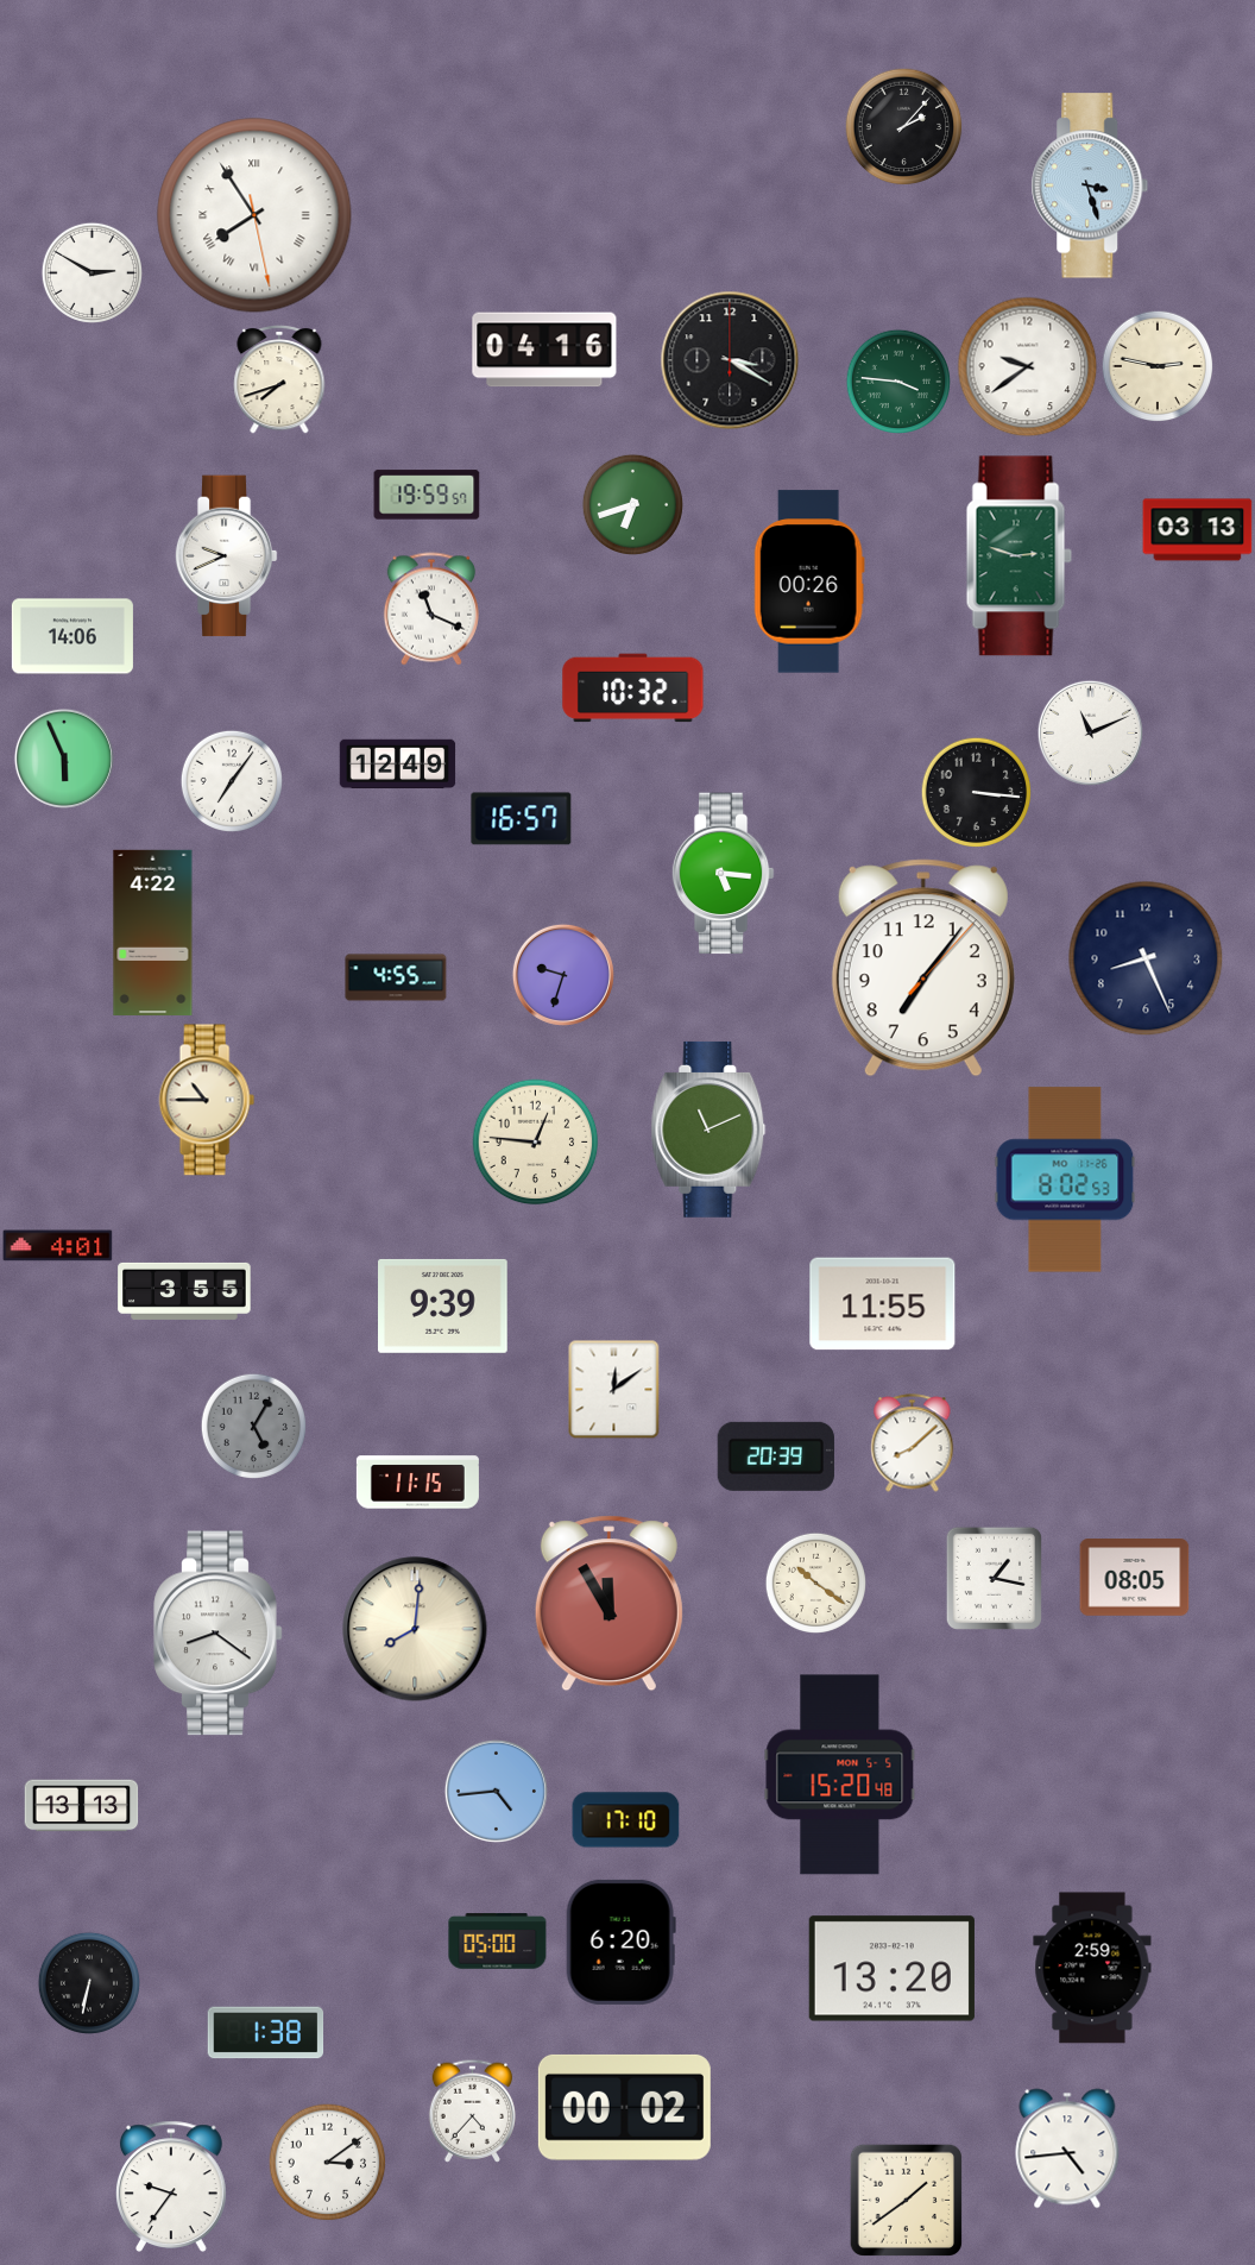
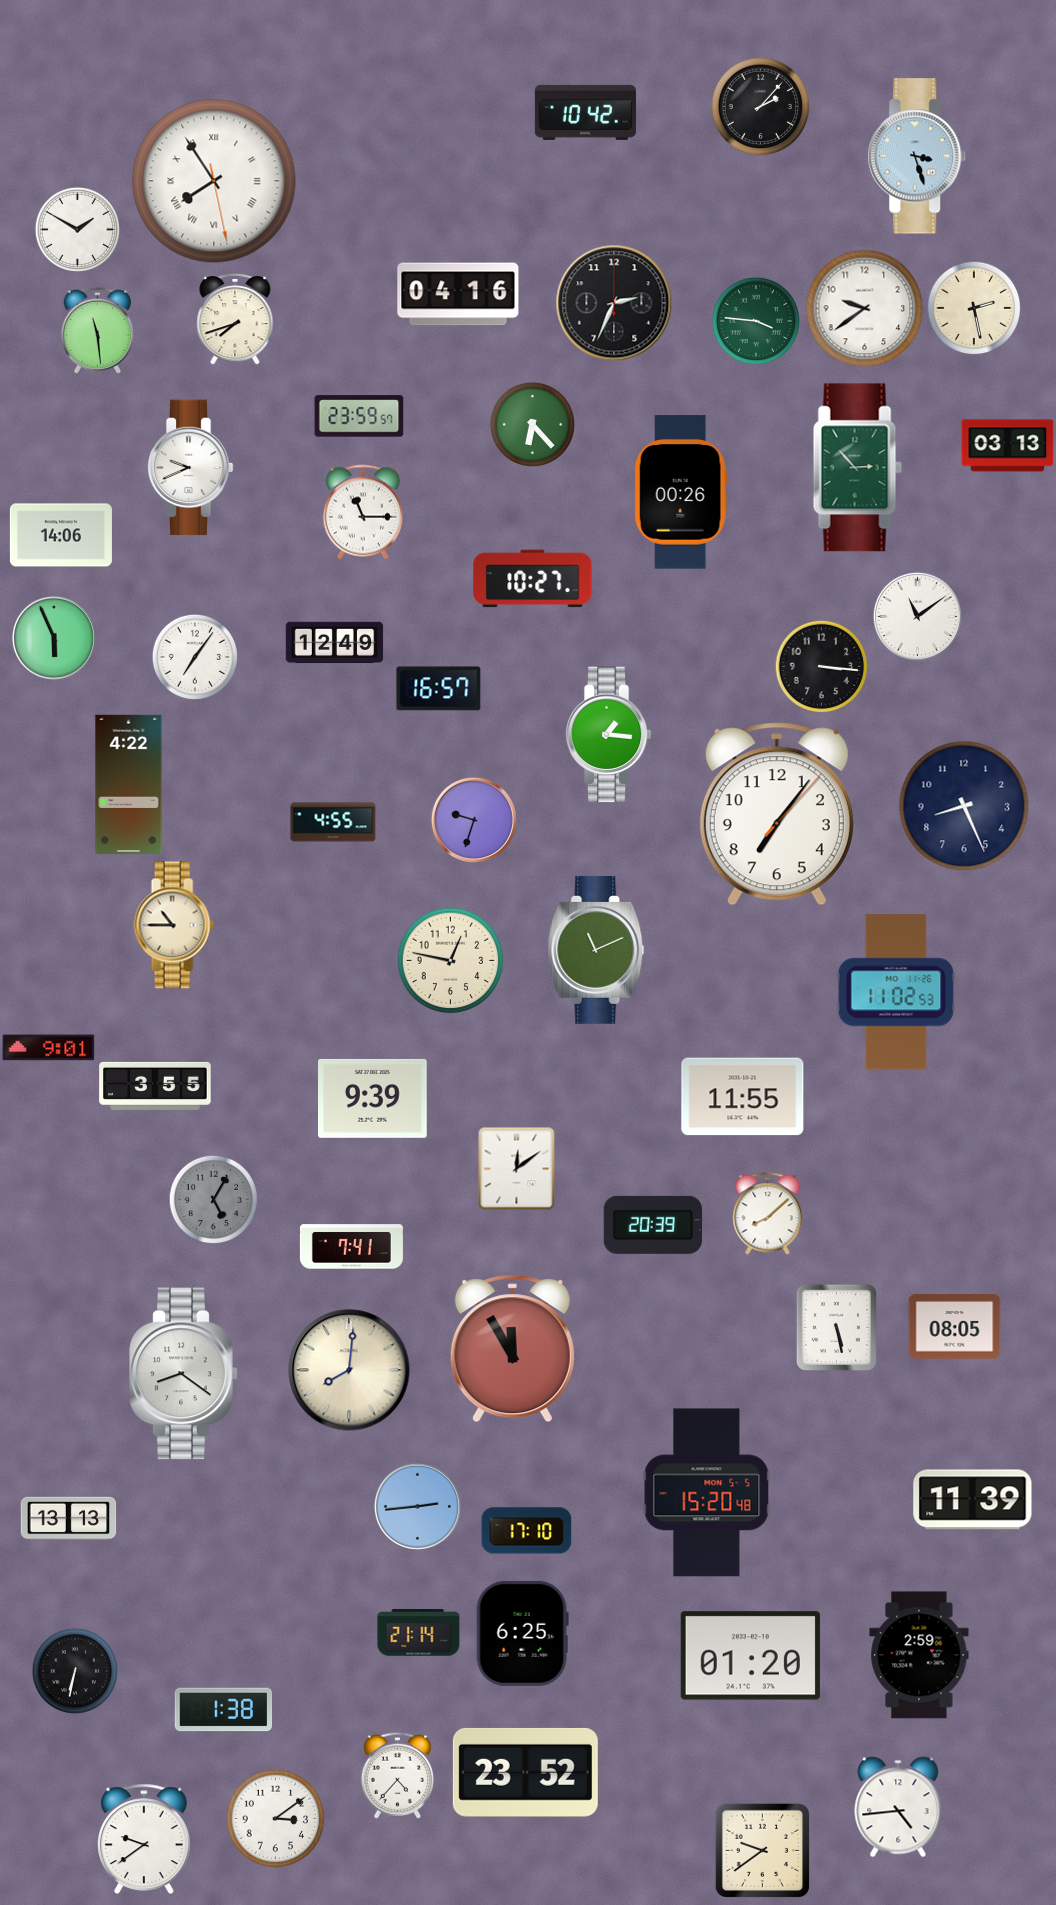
clock at (585, 112): none -> 10:42
clock at (92, 272): 2:50 -> 1:50
clock at (730, 360): 3:20 -> 2:34
clock at (1158, 366): 2:47 -> 2:28
clock at (97, 330): none -> 11:29
clock at (427, 495): 19:59 -> 23:59
clock at (632, 504): 6:42 -> 6:23
clock at (1018, 556): 2:48 -> 2:53
clock at (809, 581) position: (809, 581) -> (681, 492)
clock at (431, 609): 11:19 -> 11:15
clock at (633, 688): 10:32 -> 10:27
clock at (1090, 732): 11:11 -> 11:09
clock at (723, 874): 5:16 -> 1:16
clock at (536, 1143): 12:46 -> 12:47
clock at (1065, 1179): 8:02 -> 11:02
clock at (58, 1246): 4:01 -> 9:01
clock at (417, 1483): 11:15 -> 7:41
clock at (994, 1578): 1:17 -> 5:28
clock at (815, 1583): 10:21 -> none
clock at (973, 1500): none -> 11:39
clock at (496, 1791): 4:44 -> 2:44
clock at (498, 1942): 05:00 -> 21:14
clock at (620, 1942): 6:20 -> 6:25
clock at (891, 1969): 13:20 -> 01:20
clock at (88, 1982) position: (88, 1982) -> (74, 1670)
clock at (624, 2107): 00:02 -> 23:52
clock at (171, 2185): 9:36 -> 9:39
clock at (906, 2200): 1:39 -> 9:39
